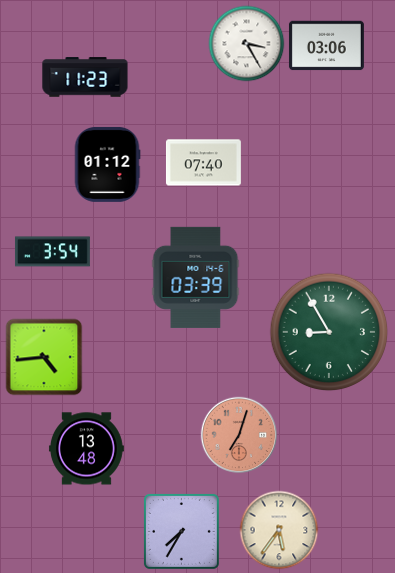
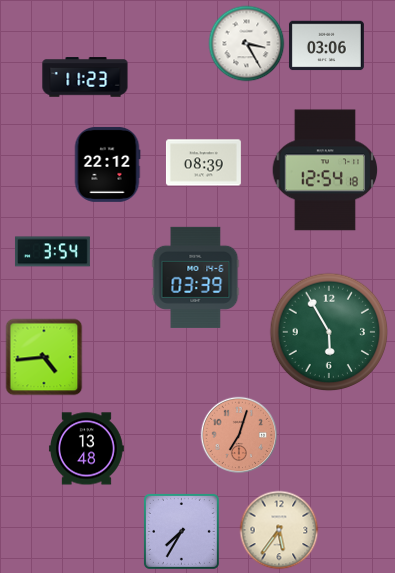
clock at (203, 163): 07:40 -> 08:39
clock at (107, 164): 01:12 -> 22:12
clock at (325, 170): none -> 12:54
clock at (329, 332): 8:55 -> 5:55
